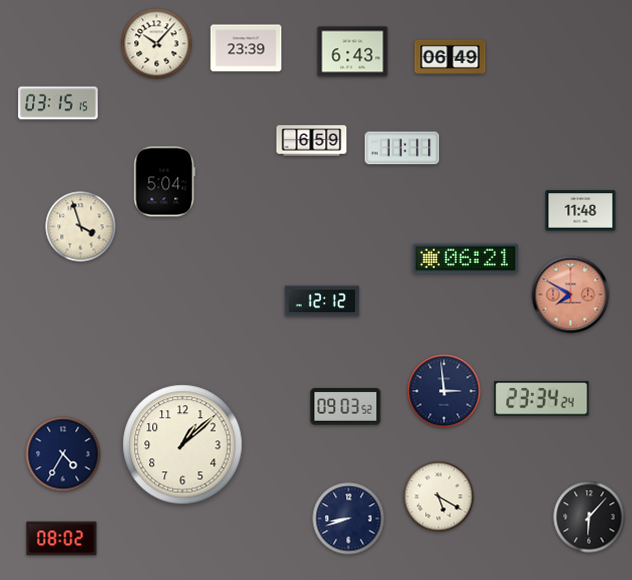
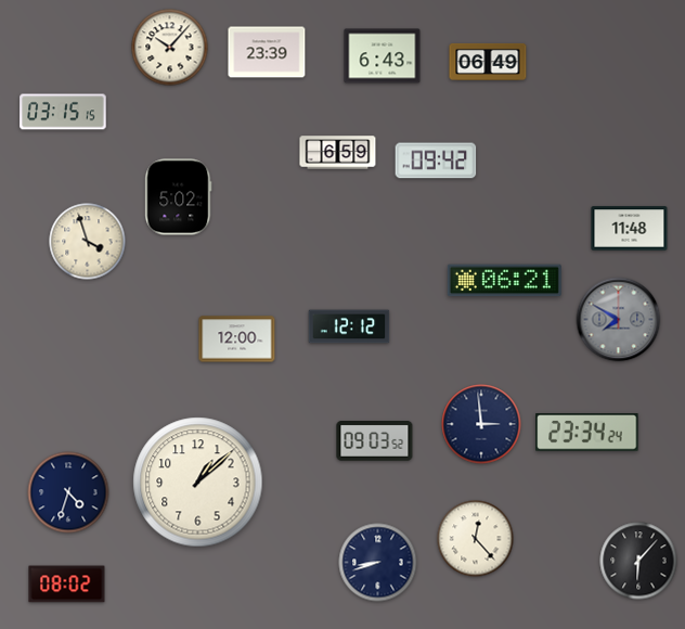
clock at (402, 148): 11:11 -> 09:42
clock at (165, 182): 5:04 -> 5:02
clock at (81, 227) position: (81, 227) -> (88, 242)
clock at (571, 295) dial: salmon -> grey
clock at (237, 339): none -> 12:00
clock at (63, 454): 4:35 -> 4:33
clock at (439, 497): 5:20 -> 12:23
